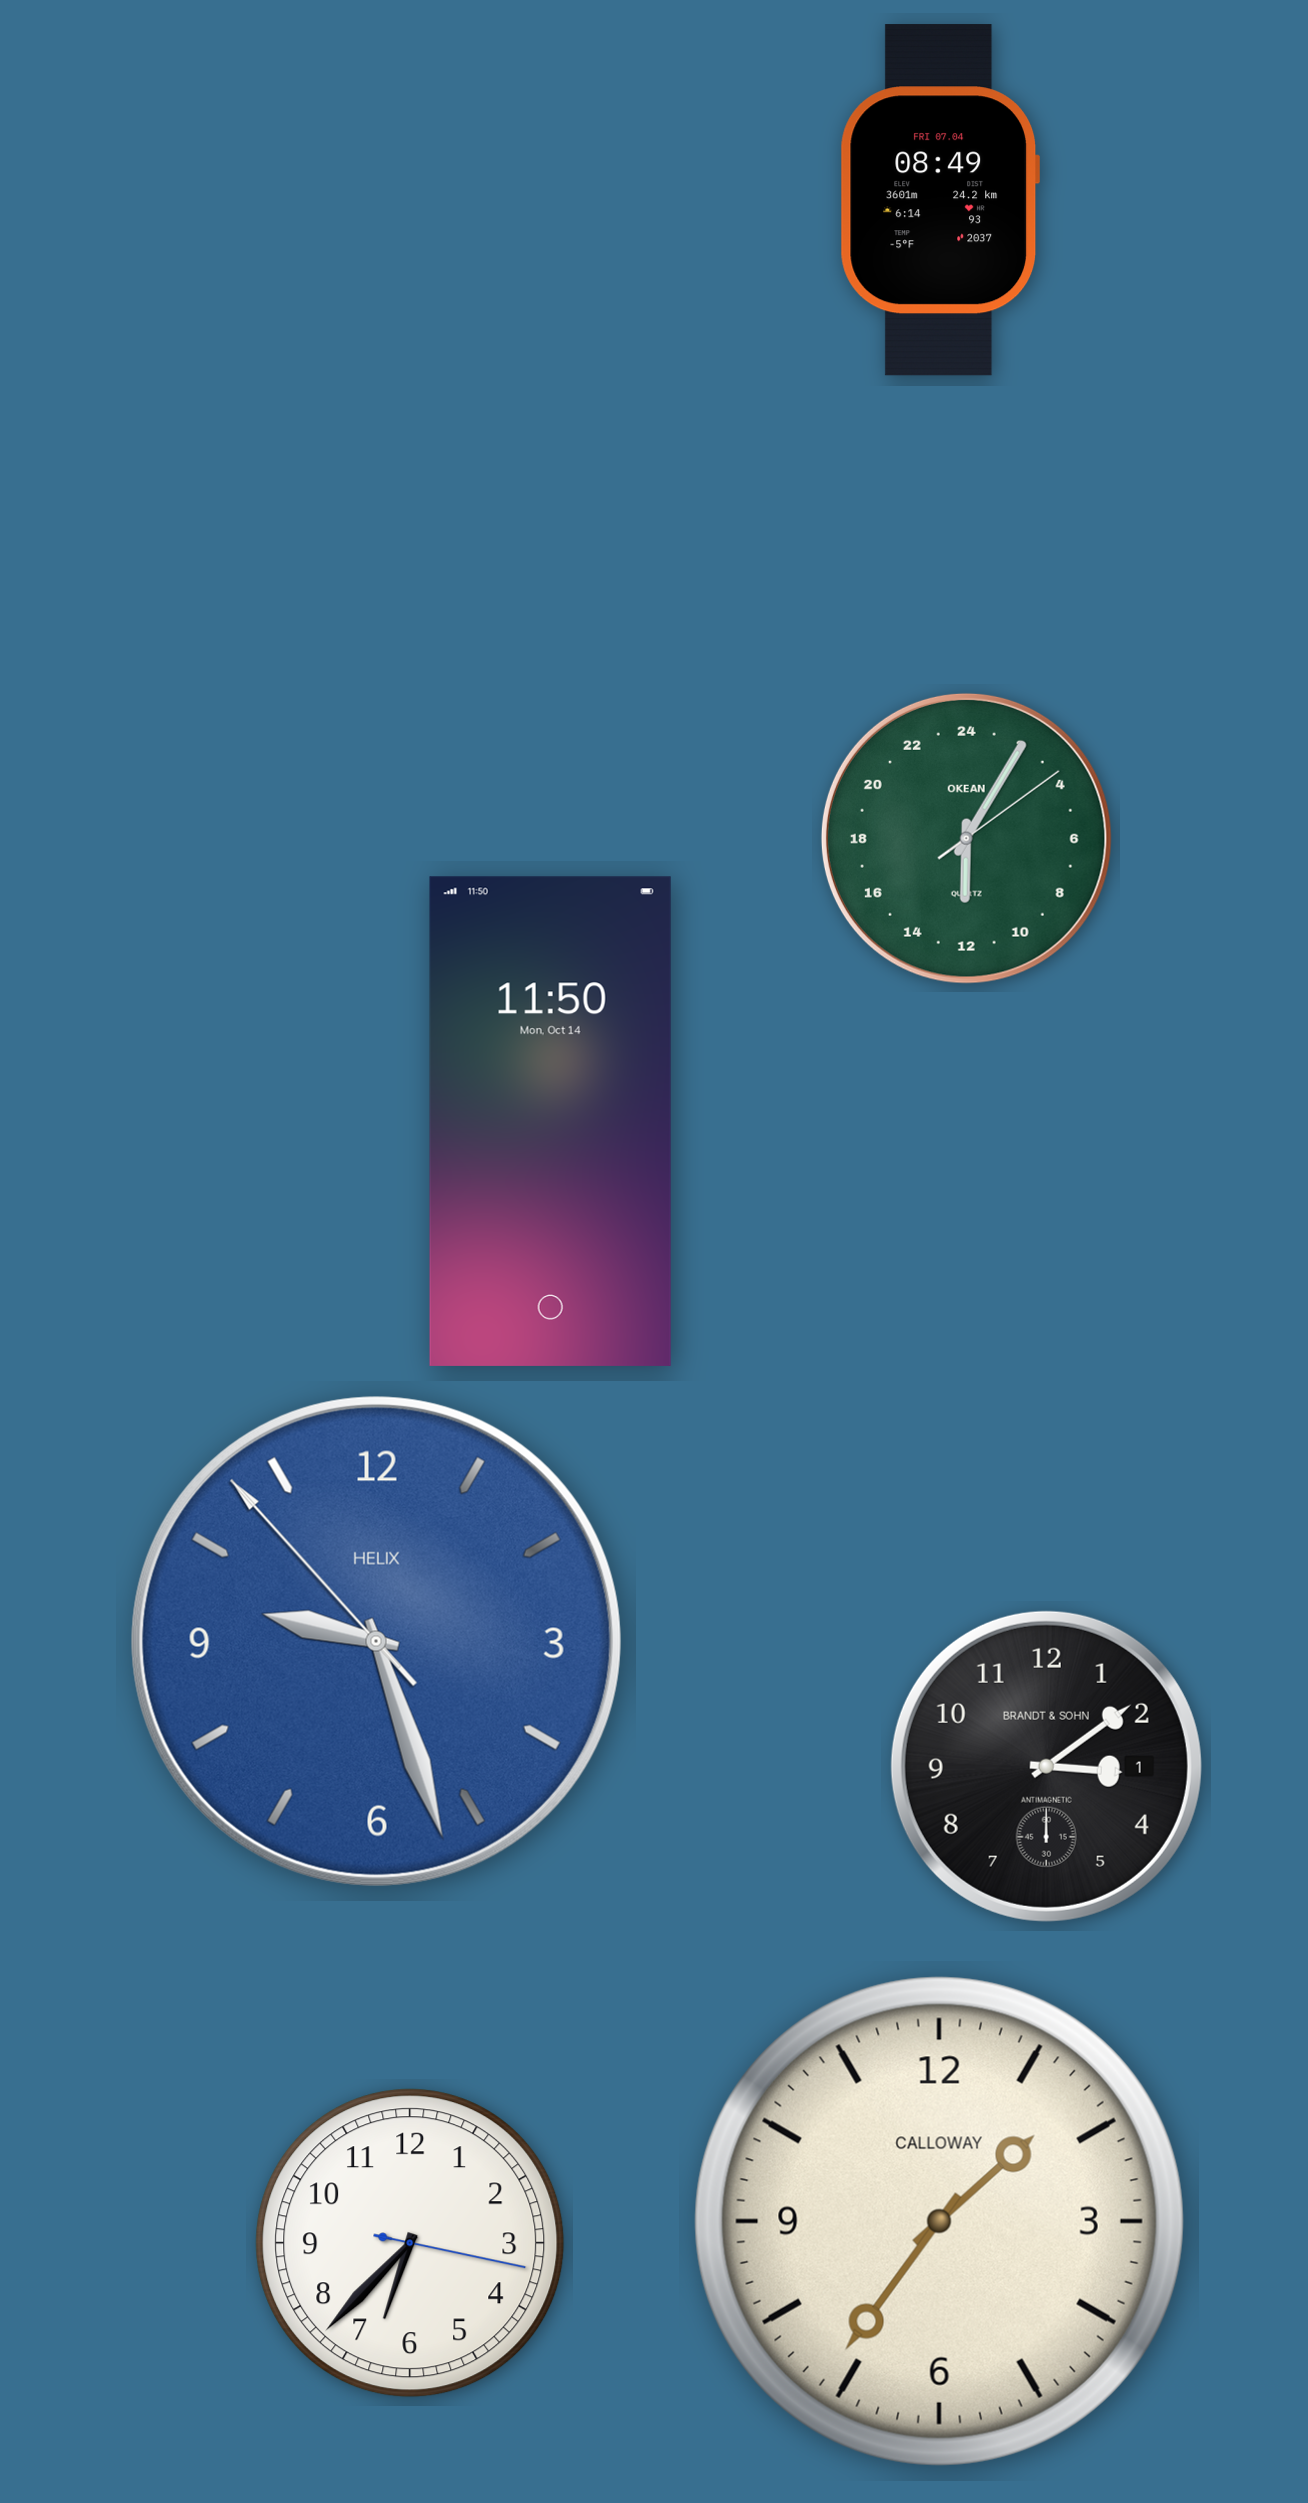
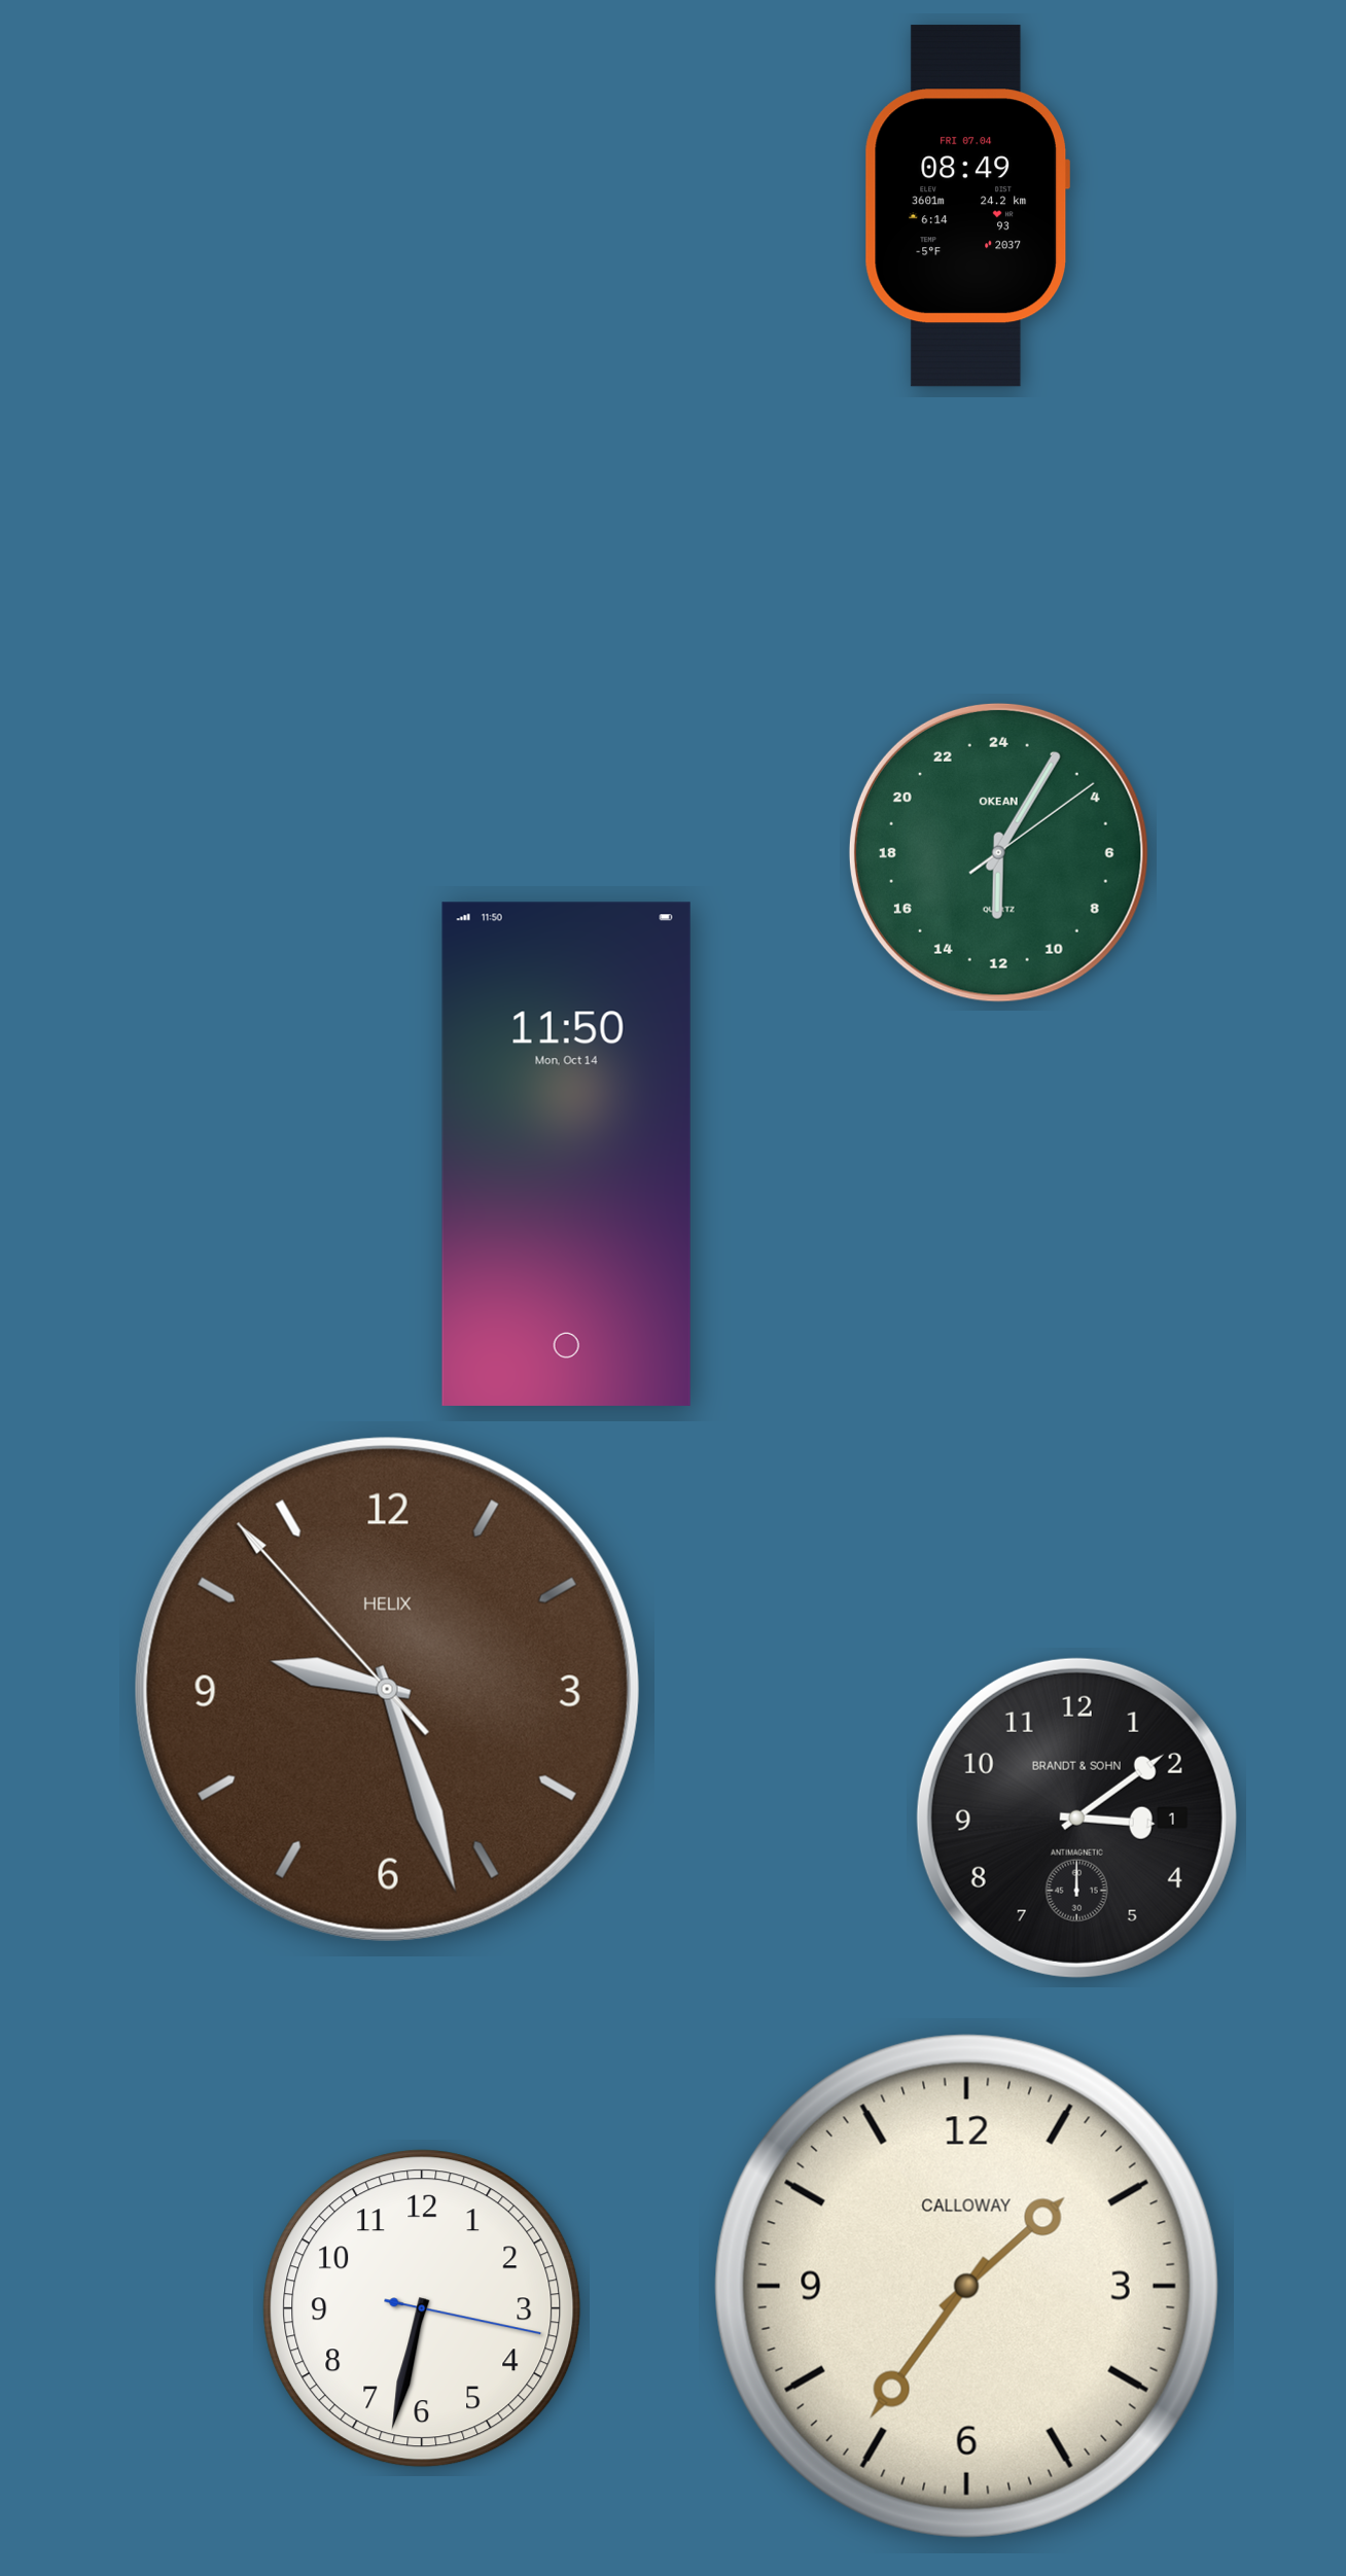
clock at (966, 838) position: (966, 838) -> (998, 852)
clock at (376, 1641) dial: blue -> brown
clock at (410, 2243): 6:37 -> 6:32
